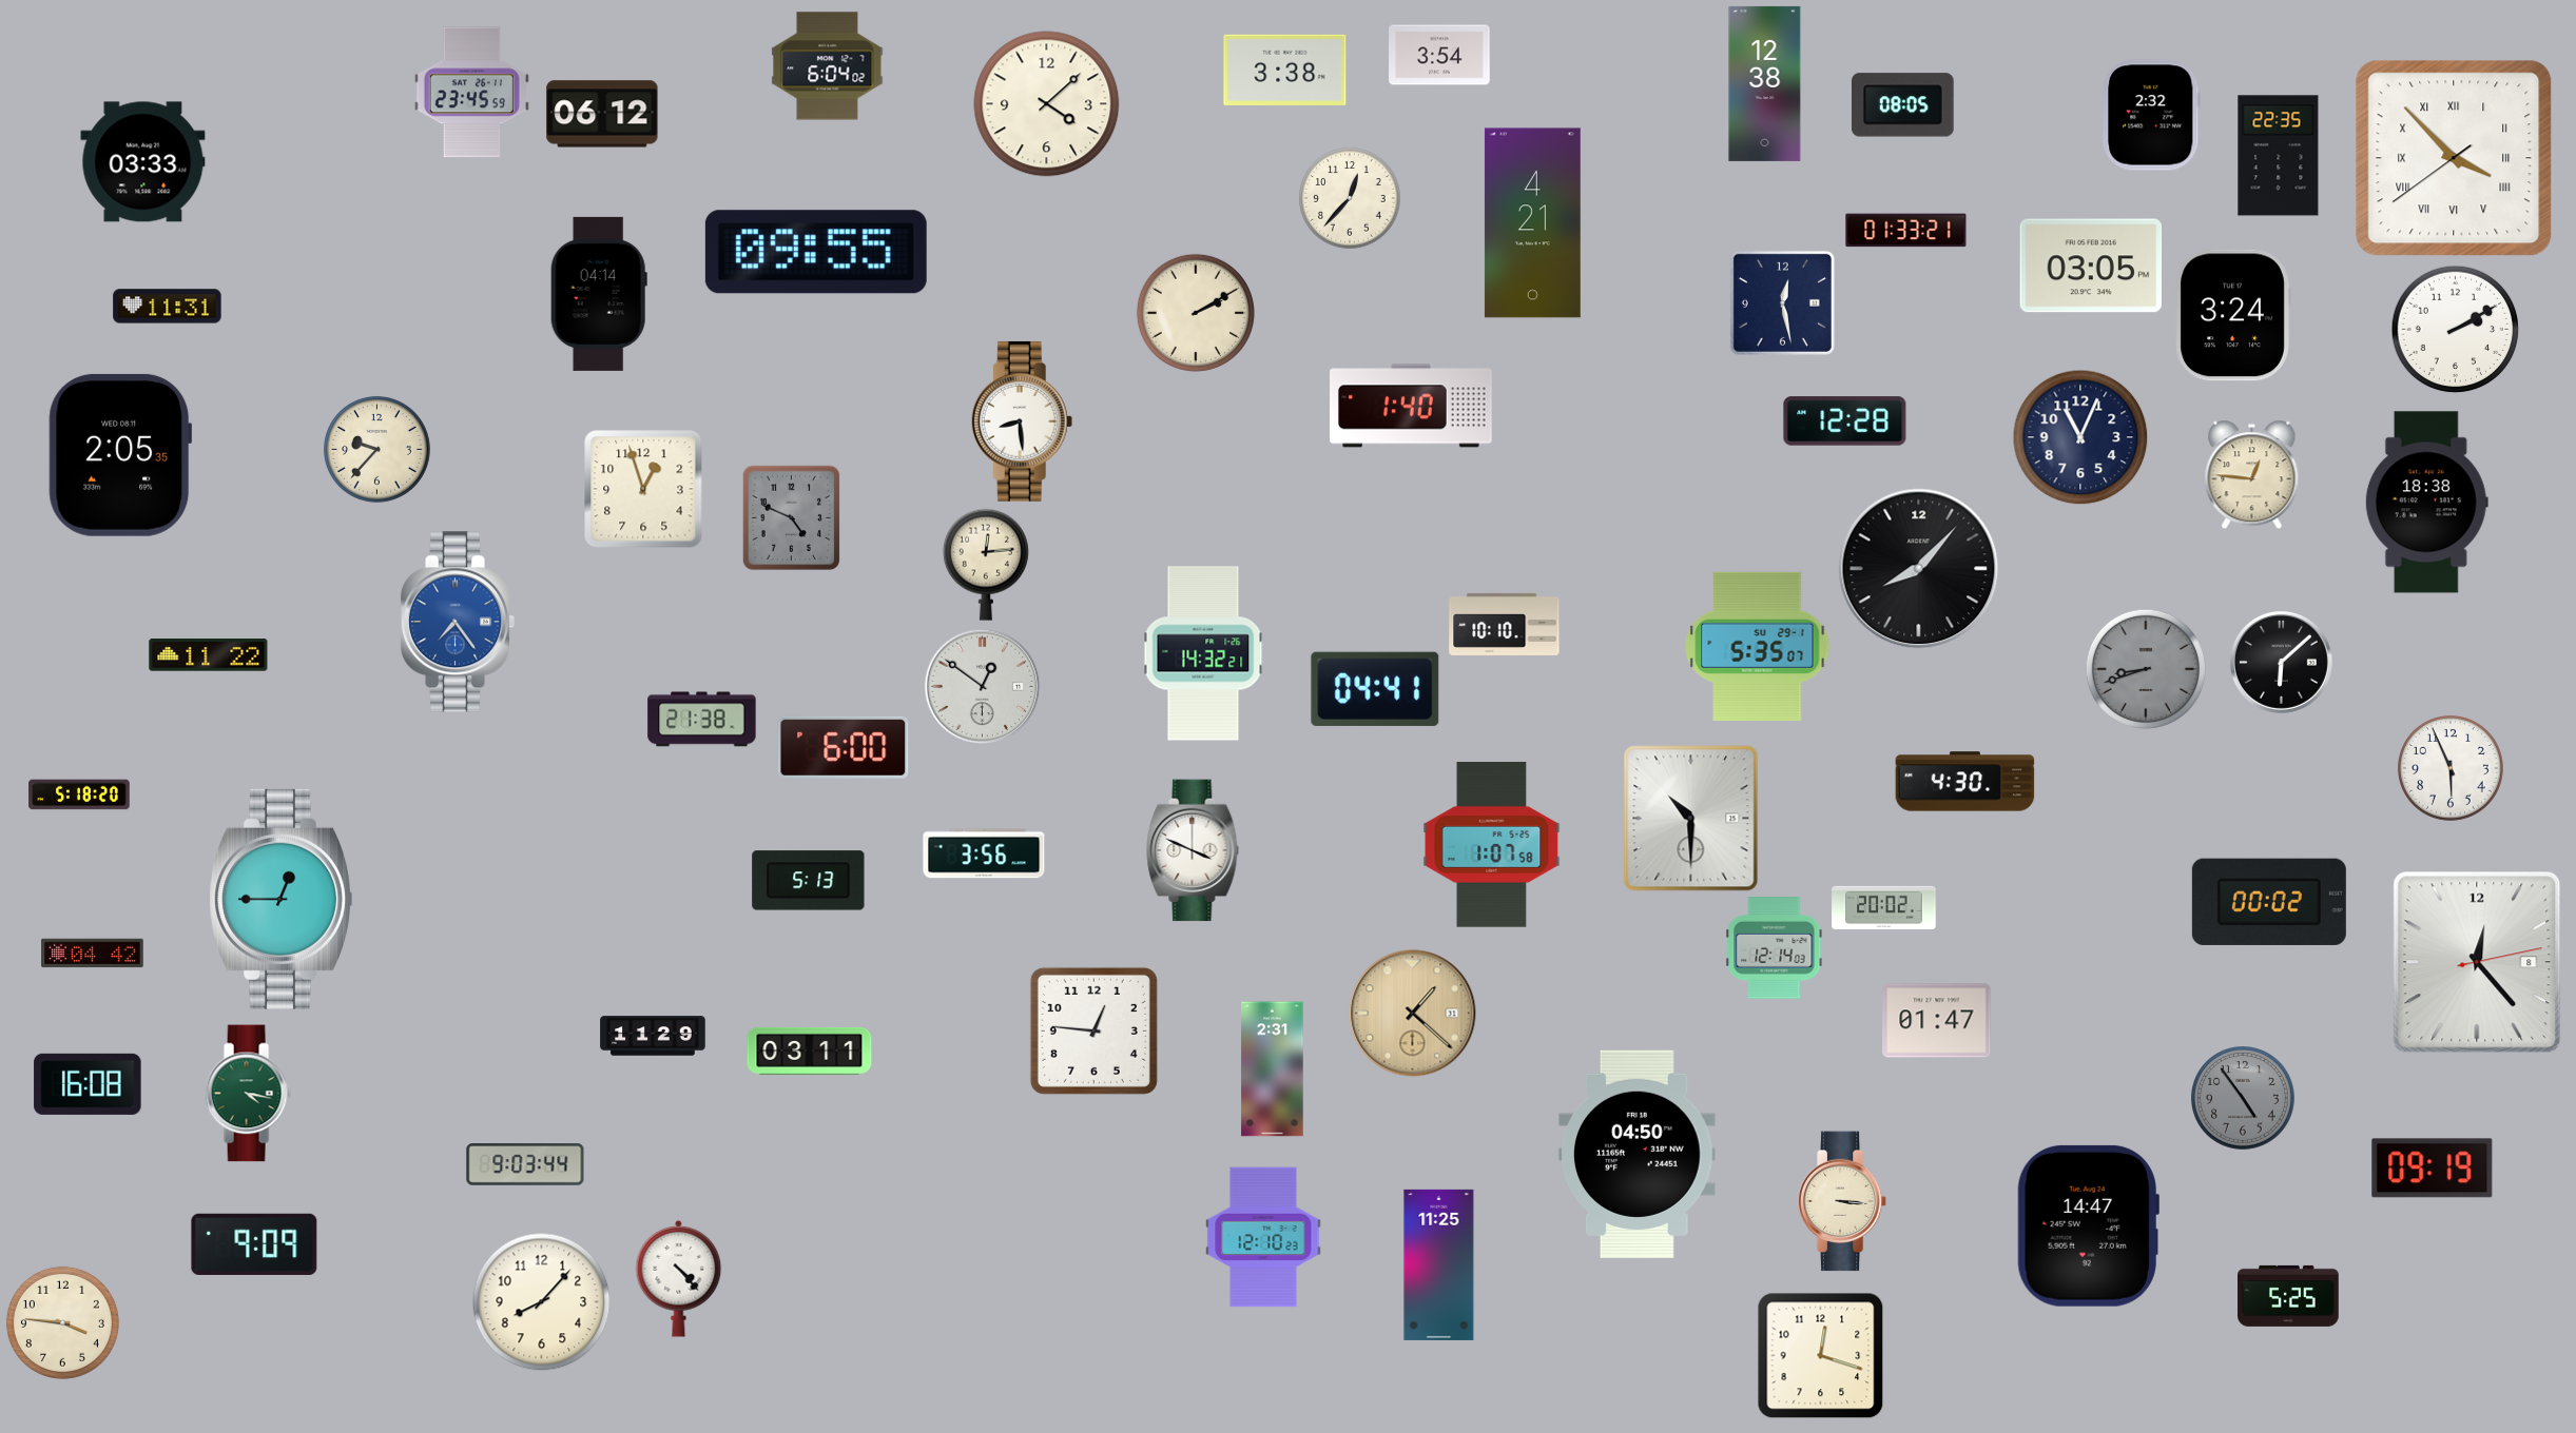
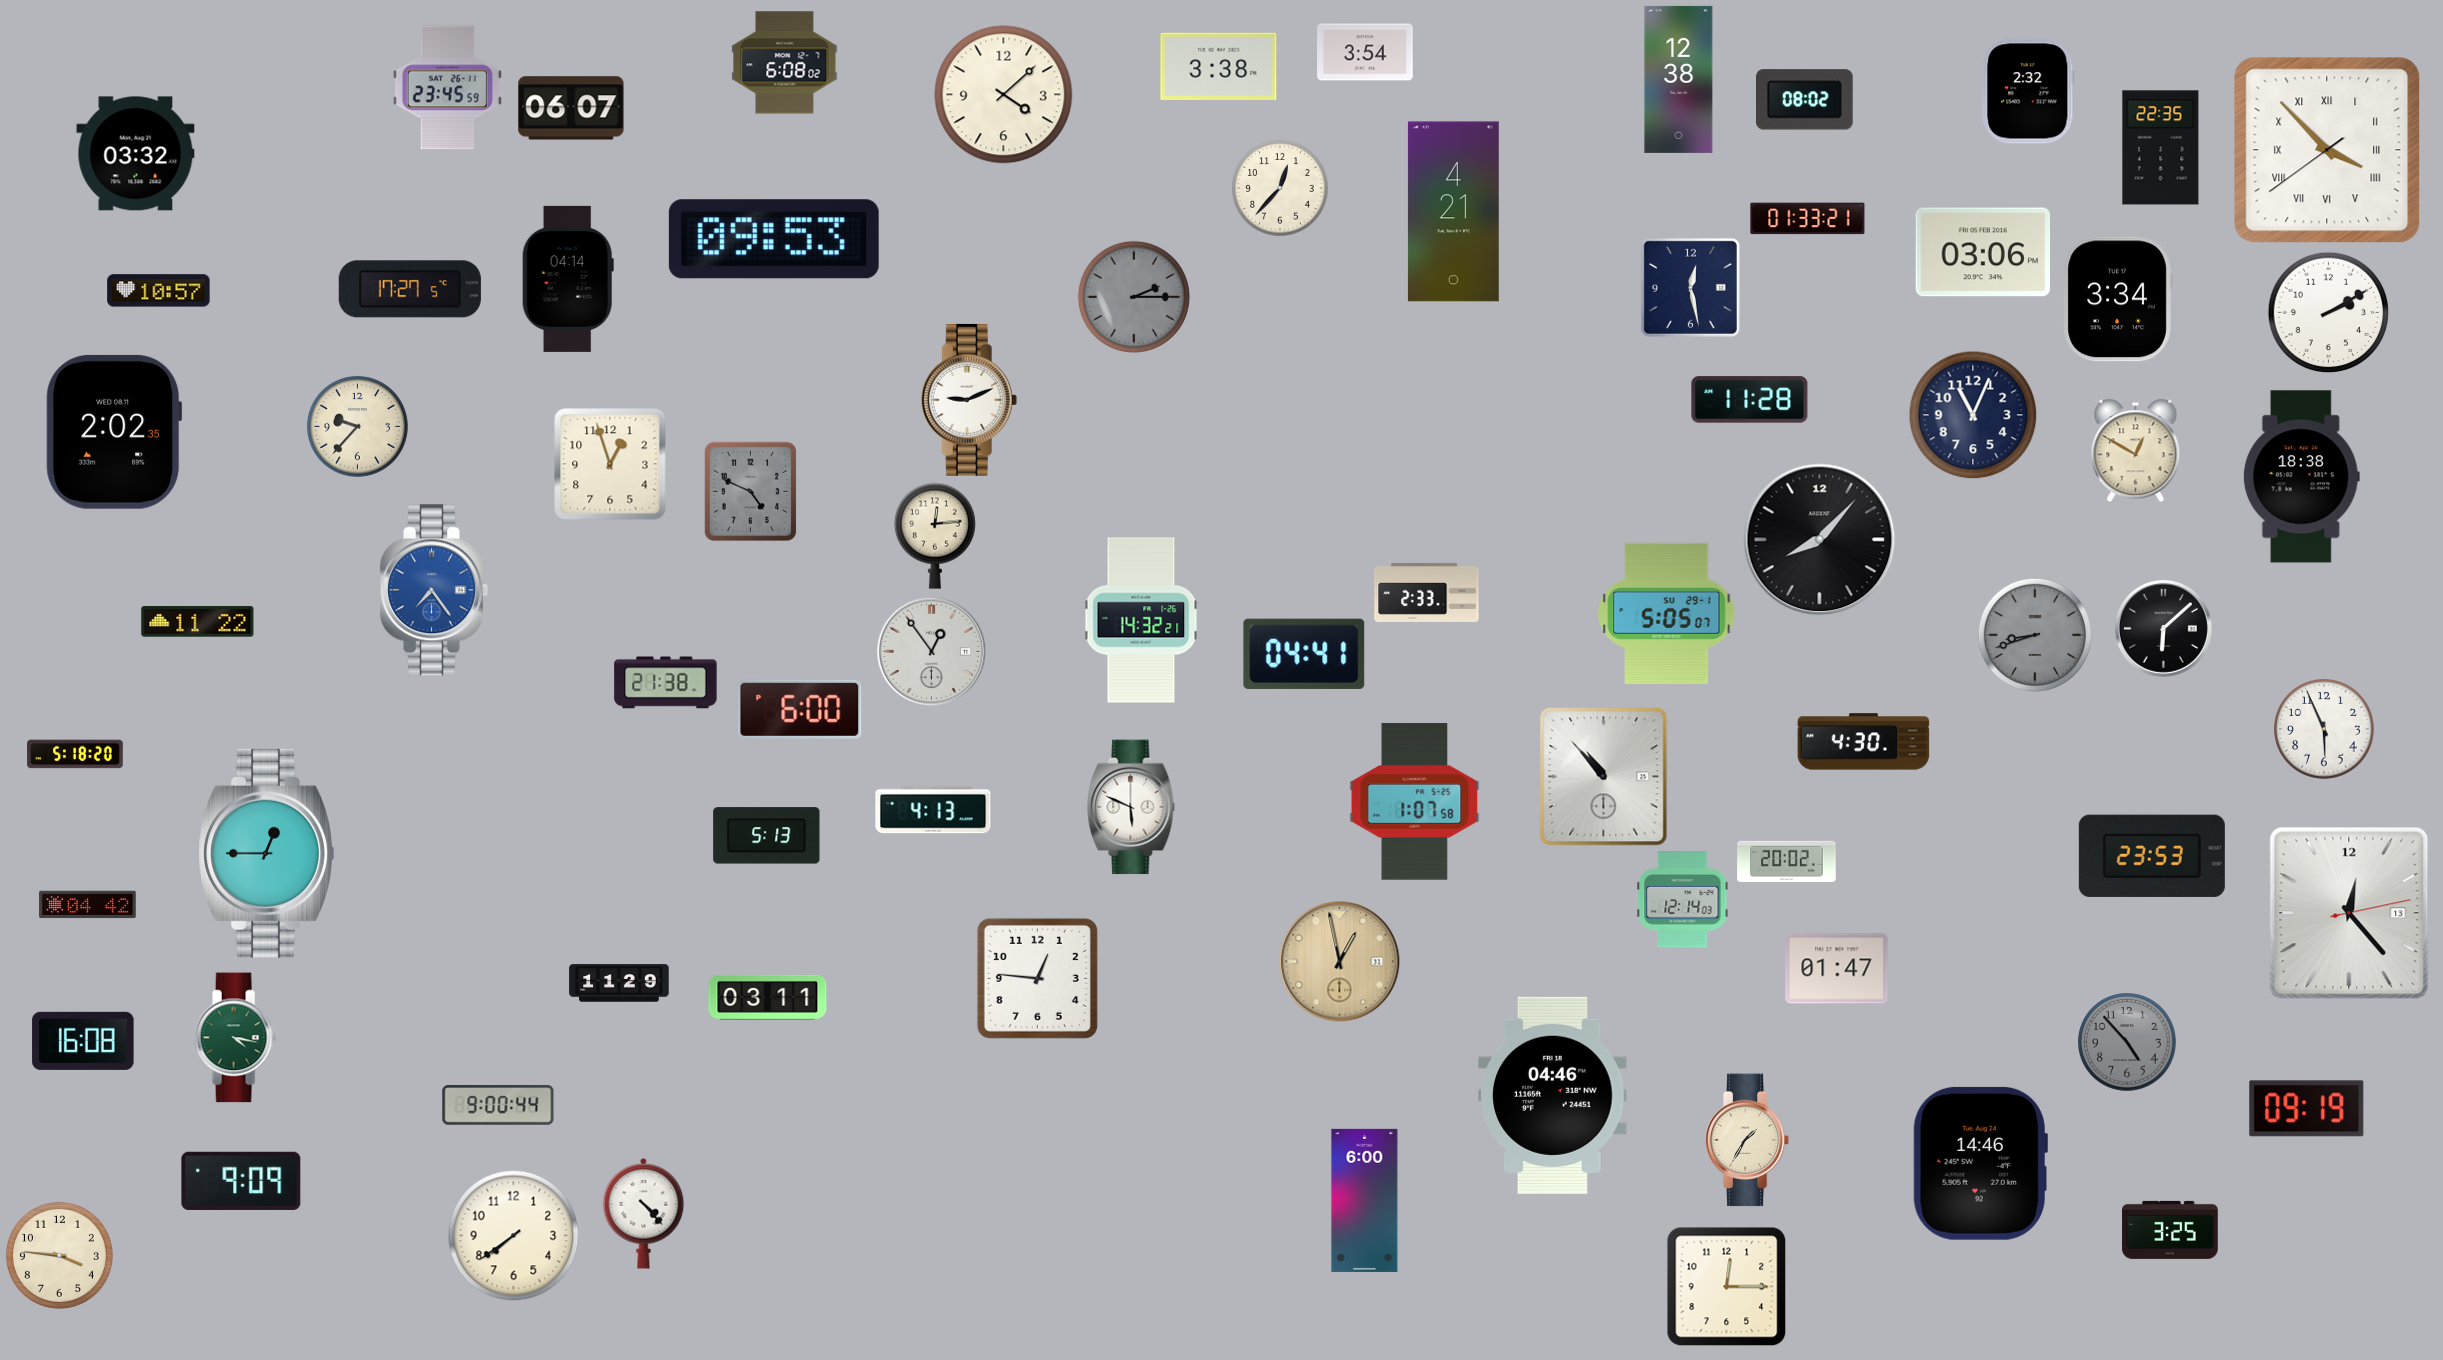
clock at (828, 66): 6:04 -> 6:08
clock at (1765, 83) position: (1765, 83) -> (1679, 79)
clock at (1047, 104) position: (1047, 104) -> (1004, 95)
clock at (1903, 105): 08:05 -> 08:02
clock at (602, 114): 06:12 -> 06:07
clock at (2151, 115) position: (2151, 115) -> (2028, 91)
clock at (143, 162): 03:33 -> 03:32
clock at (816, 252): 09:55 -> 09:53
clock at (2091, 266): 03:05 -> 03:06
clock at (410, 289): none -> 17:27
clock at (168, 307): 11:31 -> 10:57
clock at (1196, 313): 2:10 -> 2:15
clock at (1196, 313) dial: cream -> grey
clock at (2233, 315): 3:24 -> 3:34
clock at (1412, 406): 1:40 -> none
clock at (1022, 421): 8:29 -> 9:11
clock at (1845, 421): 12:28 -> 11:28
clock at (120, 455): 2:05 -> 2:02
clock at (2252, 474): 12:46 -> 12:50
clock at (1505, 624): 10:10 -> 2:33
clock at (1758, 646): 5:35 -> 5:05
clock at (982, 686): 12:51 -> 12:54
clock at (1691, 819): 10:30 -> 10:53
clock at (1193, 850): 3:49 -> 5:49
clock at (984, 853): 3:56 -> 4:13
clock at (2269, 902): 00:02 -> 23:53
clock at (2477, 962) date: 8 -> 13
clock at (1413, 1014): 1:22 -> 12:58
clock at (1273, 1069): 2:31 -> none
clock at (88, 1084) position: (88, 1084) -> (83, 1041)
clock at (2243, 1098): 4:54 -> 4:53
clock at (1638, 1154): 04:50 -> 04:46
clock at (525, 1165): 9:03 -> 9:00
clock at (1842, 1201): 3:16 -> 1:35
clock at (2088, 1225): 14:47 -> 14:46
clock at (1263, 1237): 12:10 -> none
clock at (1439, 1264): 11:25 -> 6:00
clock at (2288, 1296): 5:25 -> 3:25
clock at (542, 1302): 8:07 -> 7:39
clock at (1820, 1355): 12:18 -> 12:15
